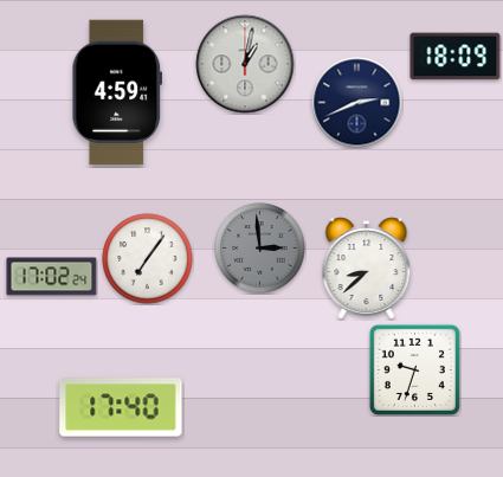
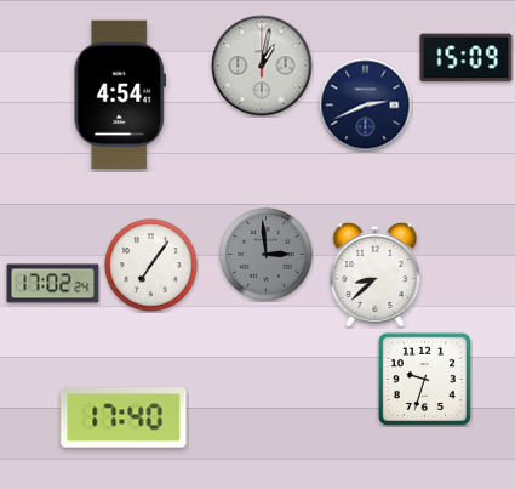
clock at (456, 57): 18:09 -> 15:09
clock at (245, 64) position: (245, 64) -> (262, 66)
clock at (116, 92): 4:59 -> 4:54
